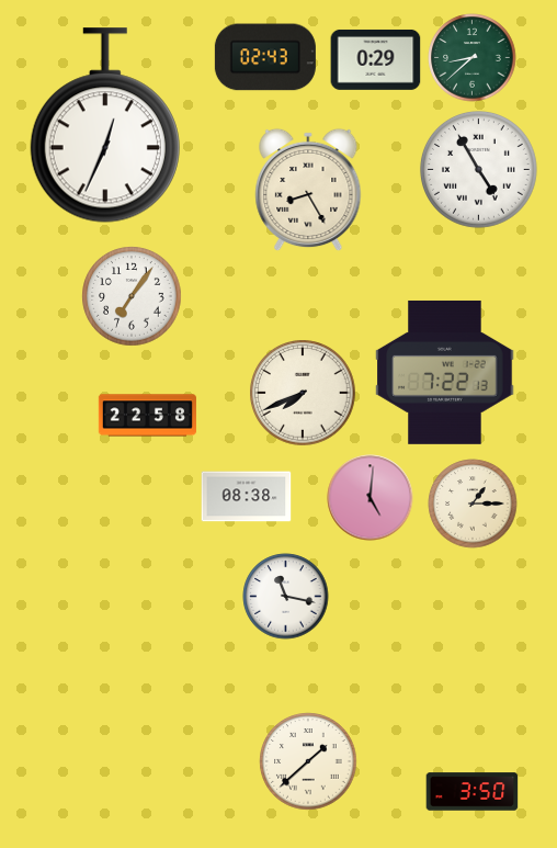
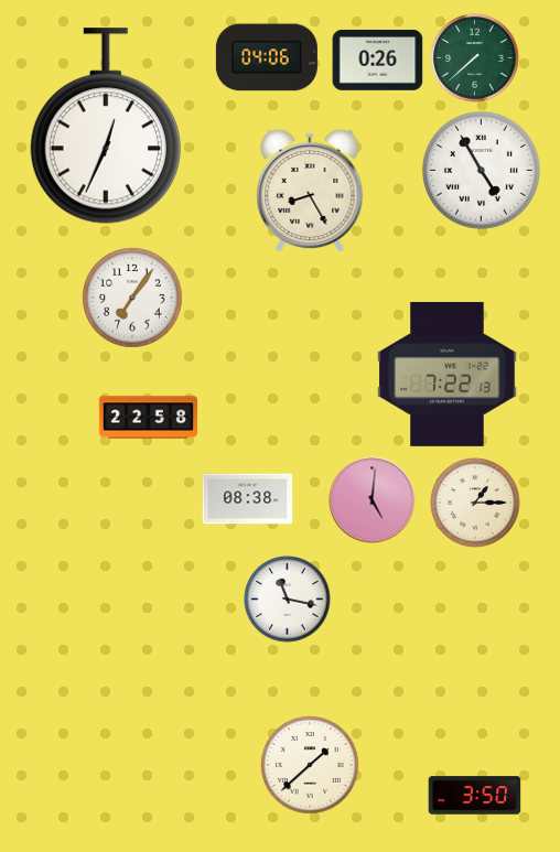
clock at (265, 57): 02:43 -> 04:06
clock at (473, 58): 8:38 -> 7:38
clock at (376, 59): 0:29 -> 0:26
clock at (303, 393): 7:41 -> none
clock at (473, 504) position: (473, 504) -> (475, 503)
